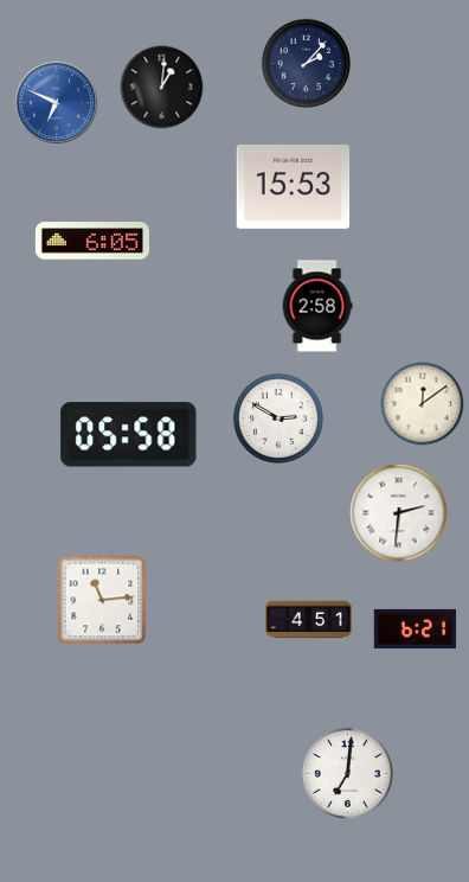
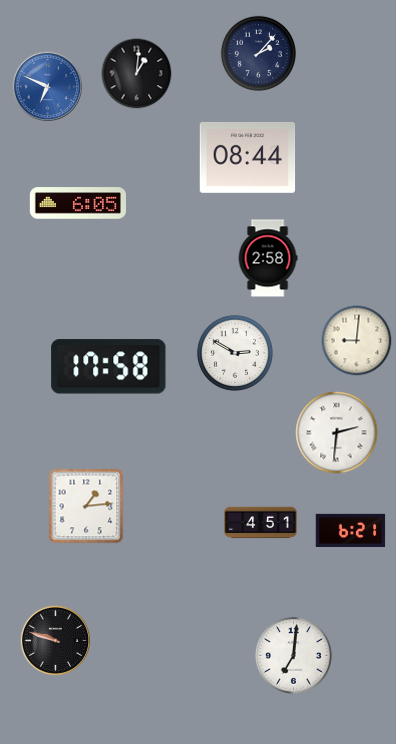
clock at (294, 186): 15:53 -> 08:44
clock at (423, 404): 12:09 -> 9:01
clock at (129, 435): 05:58 -> 17:58
clock at (102, 600): 11:14 -> 1:14
clock at (55, 640): none -> 9:48
clock at (347, 773) position: (347, 773) -> (293, 655)
